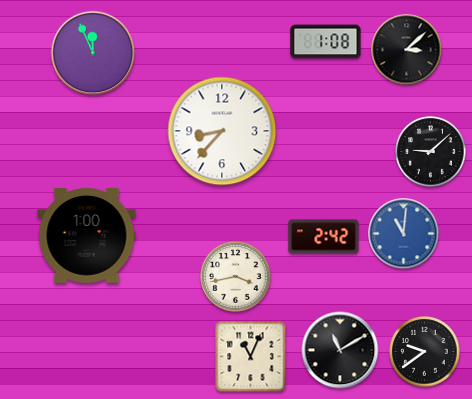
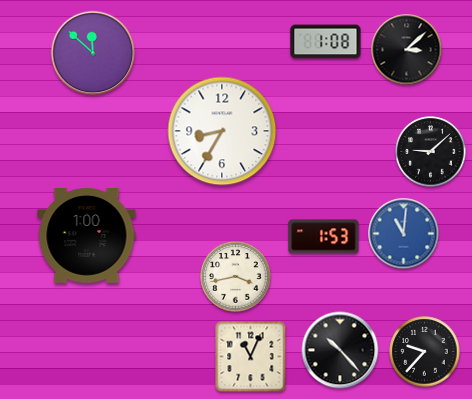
clock at (93, 53): 11:56 -> 11:52
clock at (222, 131): 8:37 -> 8:35
clock at (324, 237): 2:42 -> 1:53
clock at (340, 350): 11:10 -> 10:23
clock at (425, 352): 9:39 -> 9:37
